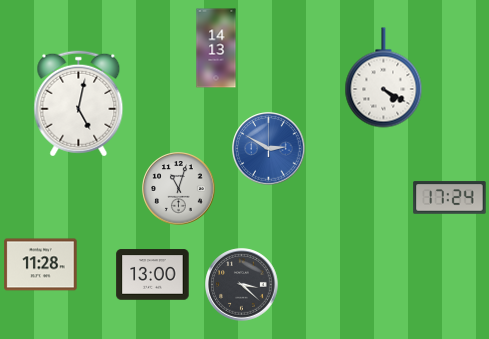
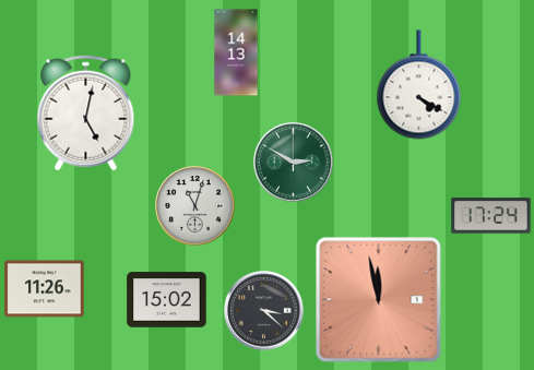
clock at (269, 149) dial: blue -> green
clock at (41, 265): 11:28 -> 11:26
clock at (153, 275): 13:00 -> 15:02
clock at (379, 300): none -> 11:58
